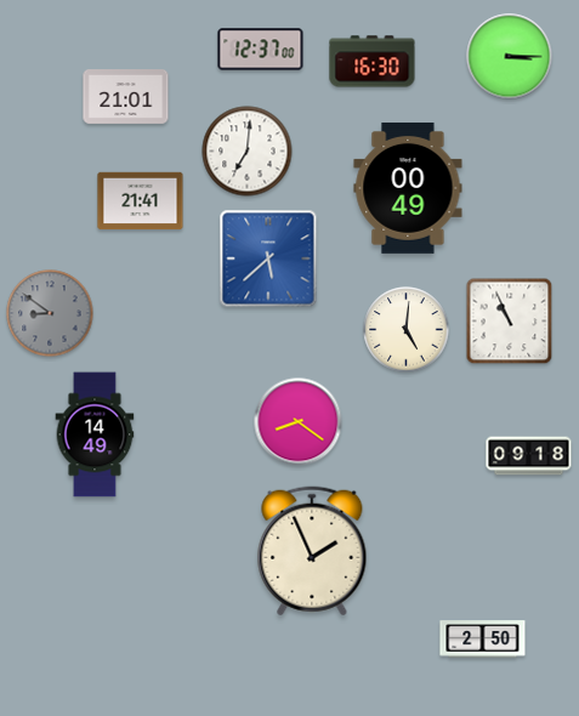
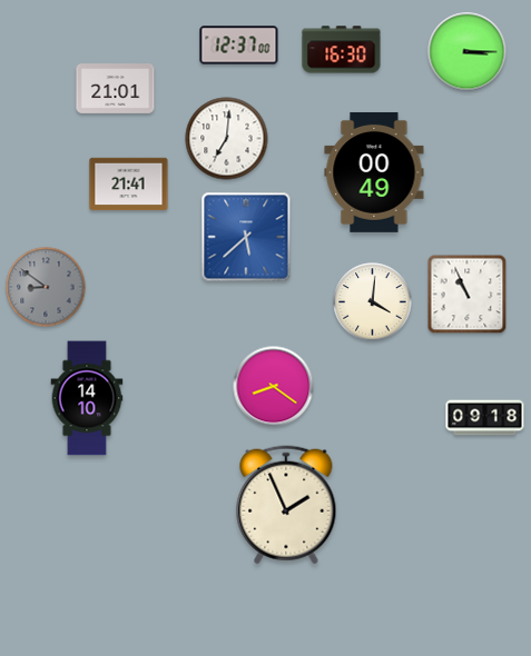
clock at (373, 62) position: (373, 62) -> (342, 50)
clock at (407, 330): 5:01 -> 4:01
clock at (95, 434): 14:49 -> 14:10
clock at (483, 640): 2:50 -> none
